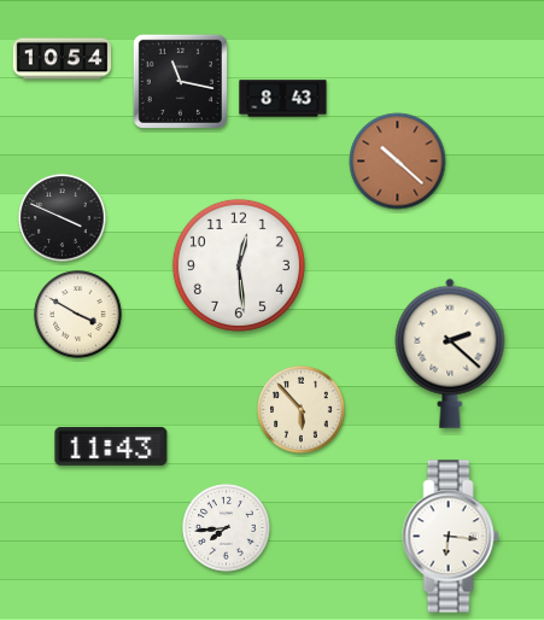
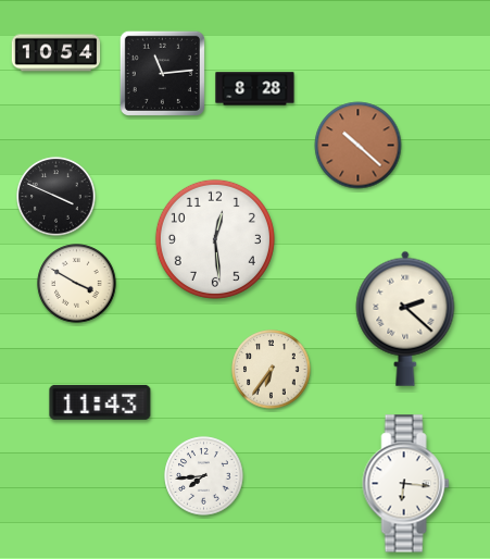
clock at (180, 81): 11:17 -> 11:14
clock at (283, 99): 8:43 -> 8:28
clock at (78, 315) position: (78, 315) -> (77, 284)
clock at (302, 410): 5:53 -> 6:36
